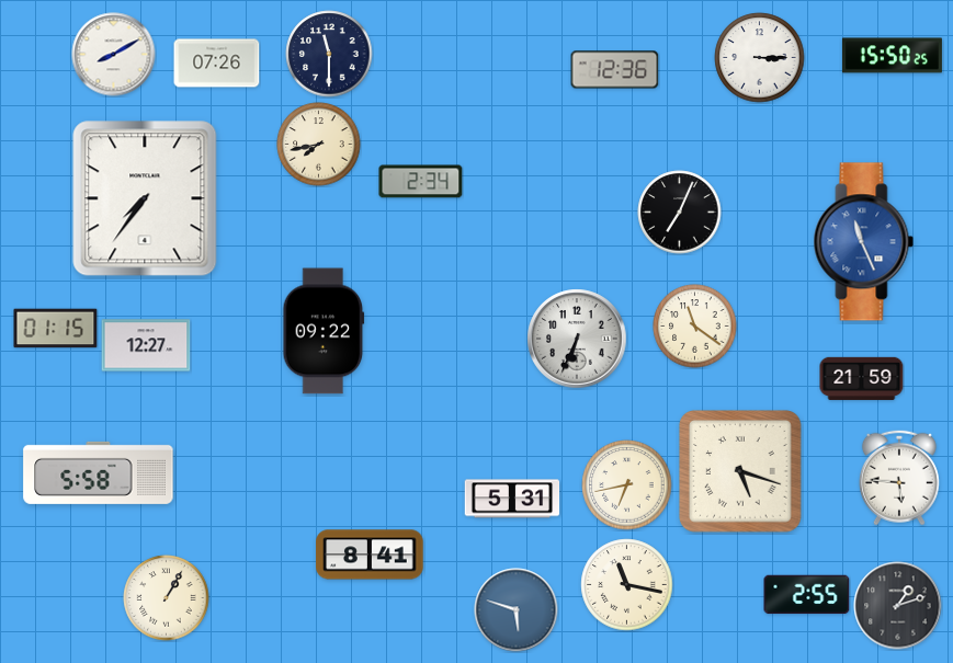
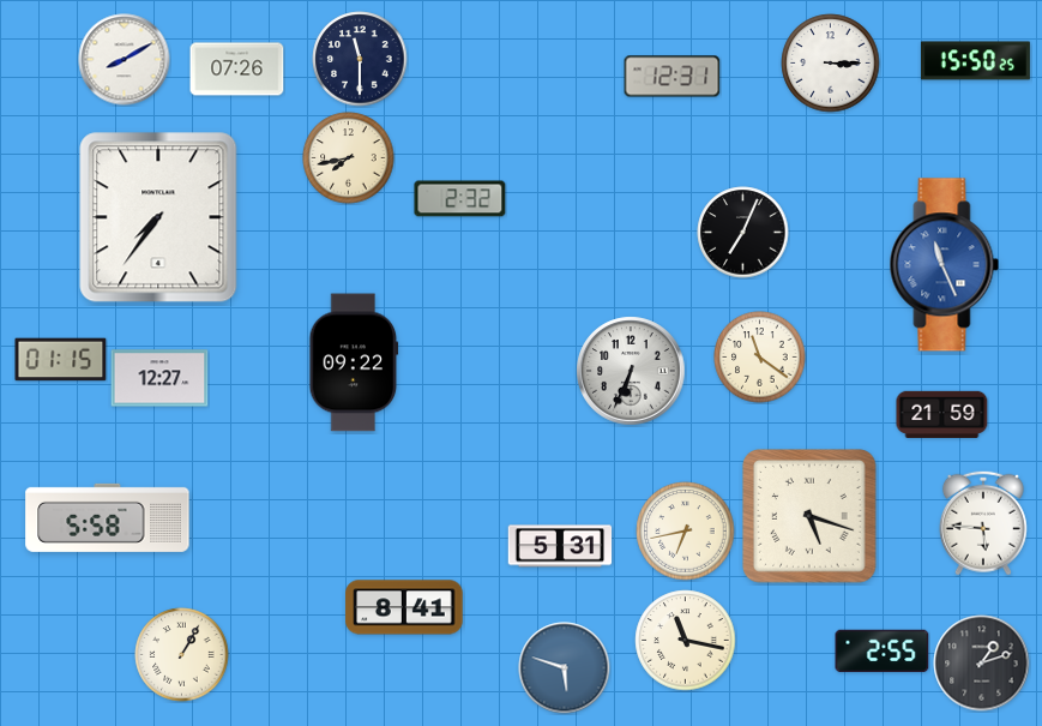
clock at (615, 70): 12:36 -> 12:31
clock at (421, 182): 2:34 -> 2:32
